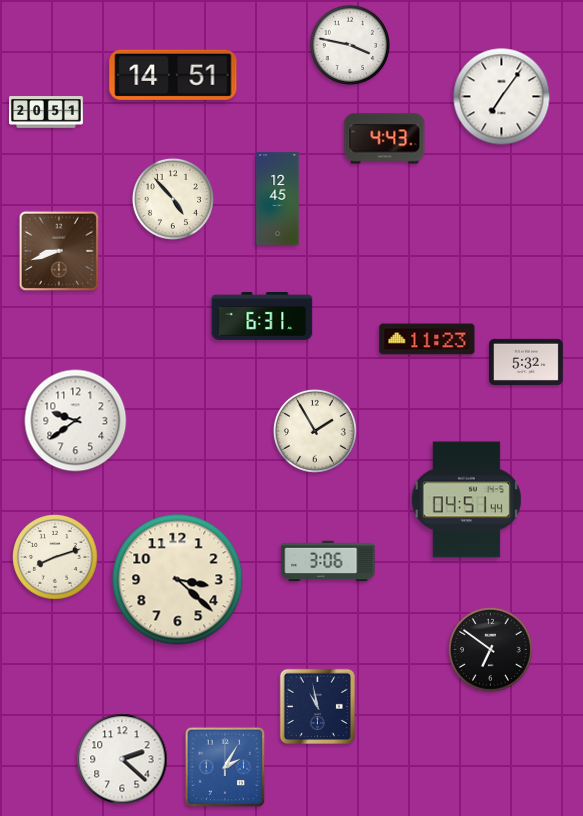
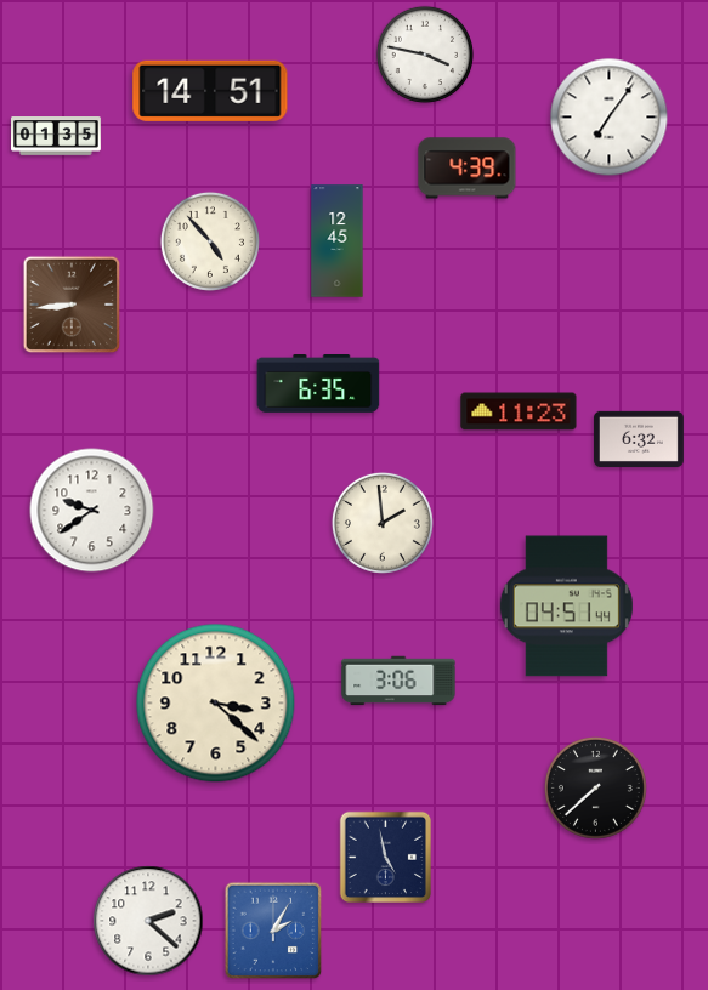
clock at (47, 113): 20:51 -> 01:35
clock at (385, 139): 4:43 -> 4:39
clock at (59, 251): 8:42 -> 8:44
clock at (262, 317): 6:31 -> 6:35
clock at (527, 361): 5:32 -> 6:32
clock at (315, 431): 1:55 -> 1:59
clock at (56, 558): 8:12 -> none
clock at (490, 649): 6:51 -> 7:38
clock at (317, 706): 10:58 -> 4:58
